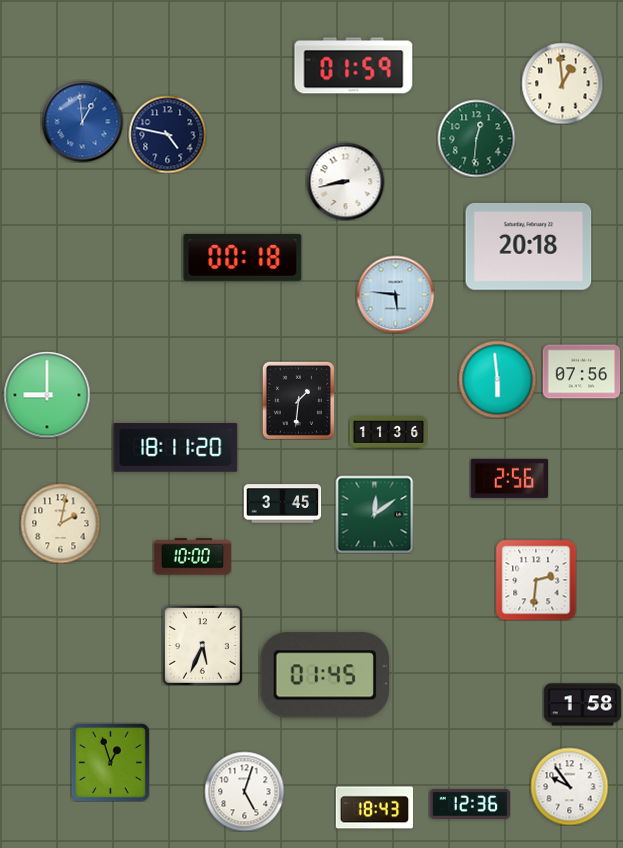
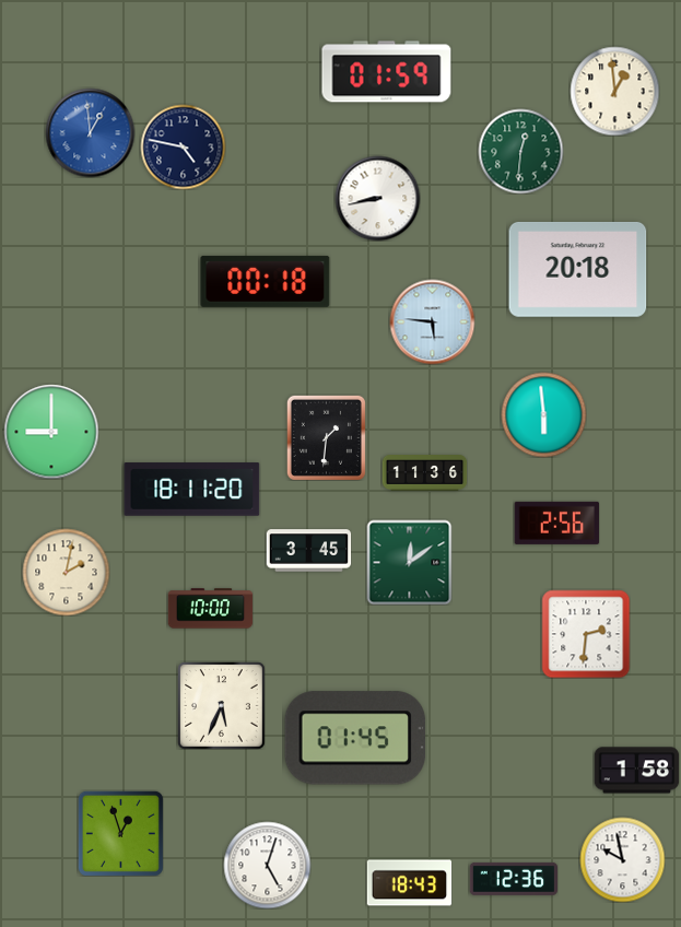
clock at (581, 372): 07:56 -> none
clock at (569, 786): 9:54 -> 9:58
